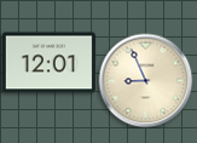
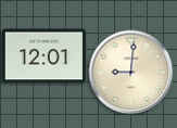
clock at (145, 80): 8:56 -> 9:01
